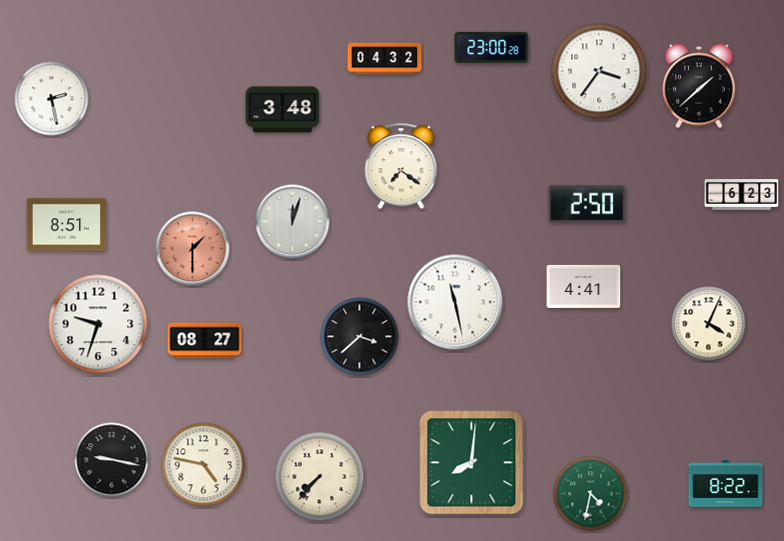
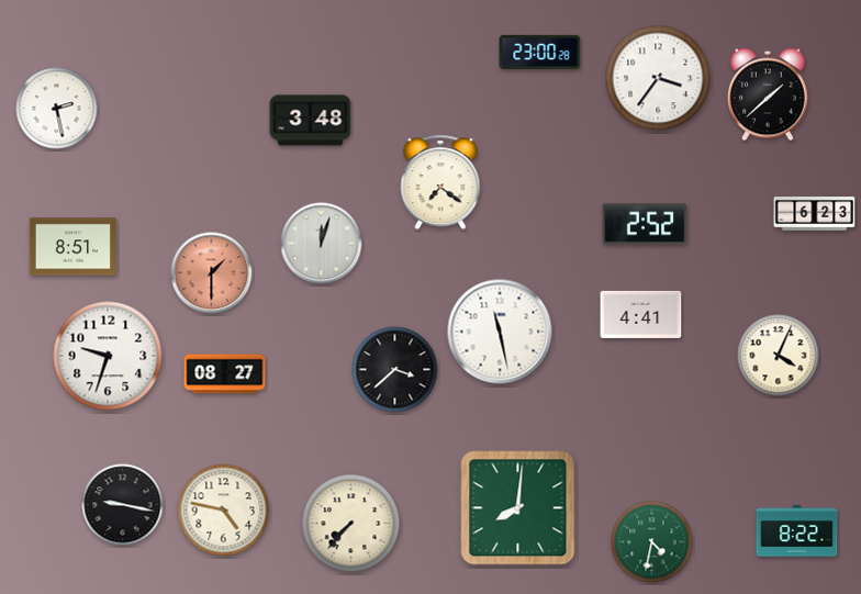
clock at (385, 59): 04:32 -> none
clock at (587, 204): 2:50 -> 2:52
clock at (591, 494) position: (591, 494) -> (652, 542)
